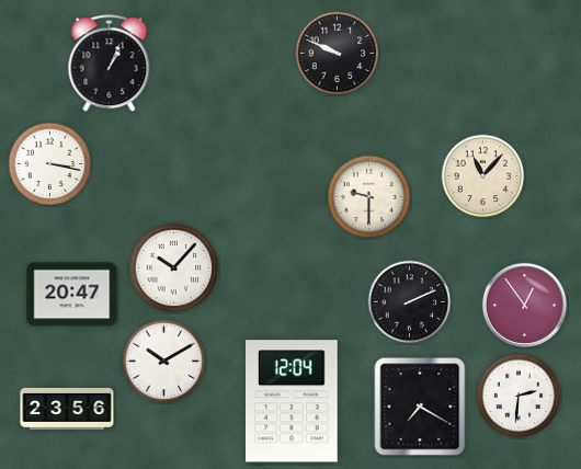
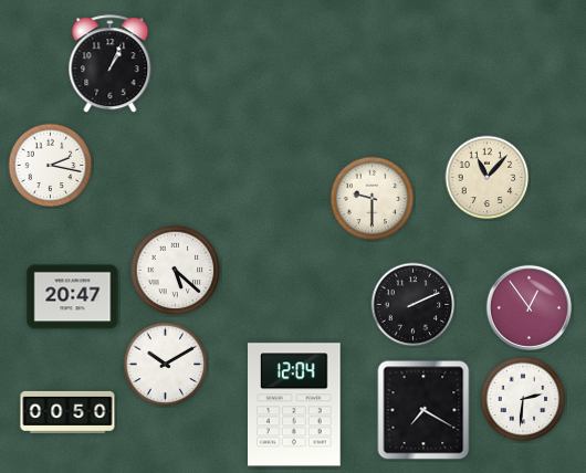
clock at (338, 54): 9:49 -> none
clock at (50, 164): 3:17 -> 2:17
clock at (174, 268): 10:07 -> 5:22
clock at (67, 409): 23:56 -> 00:50
